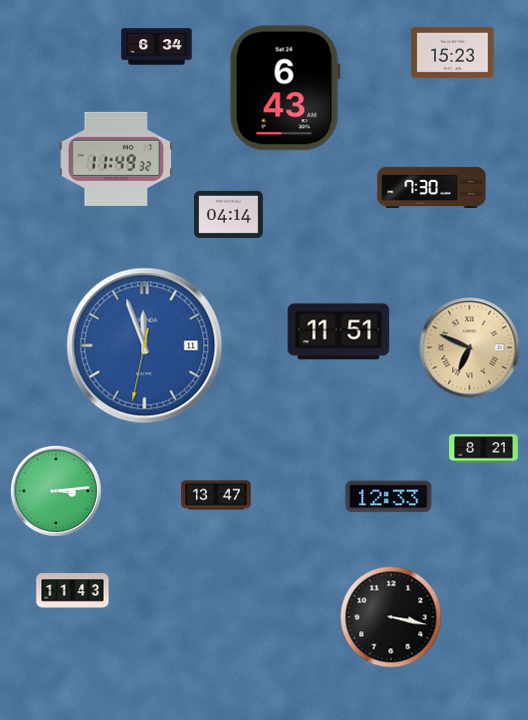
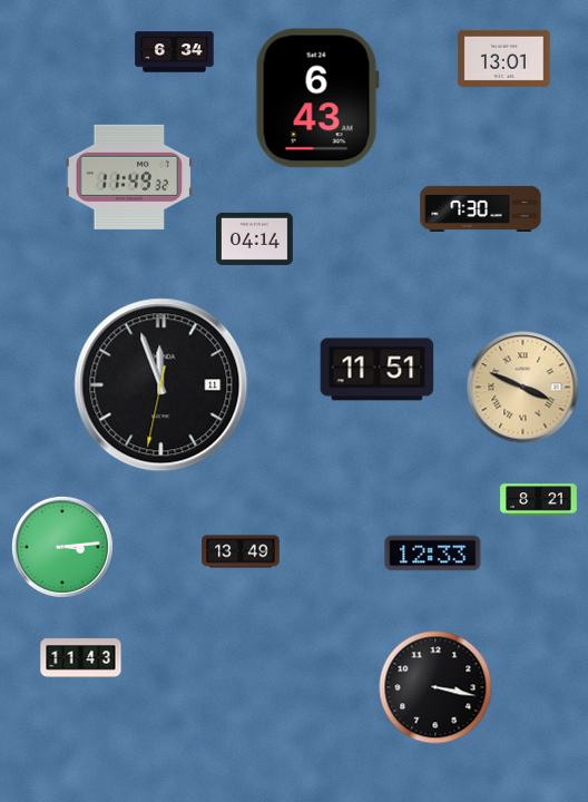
clock at (453, 52): 15:23 -> 13:01
clock at (145, 346) dial: blue -> black
clock at (470, 348): 6:49 -> 3:49
clock at (216, 495): 13:47 -> 13:49
